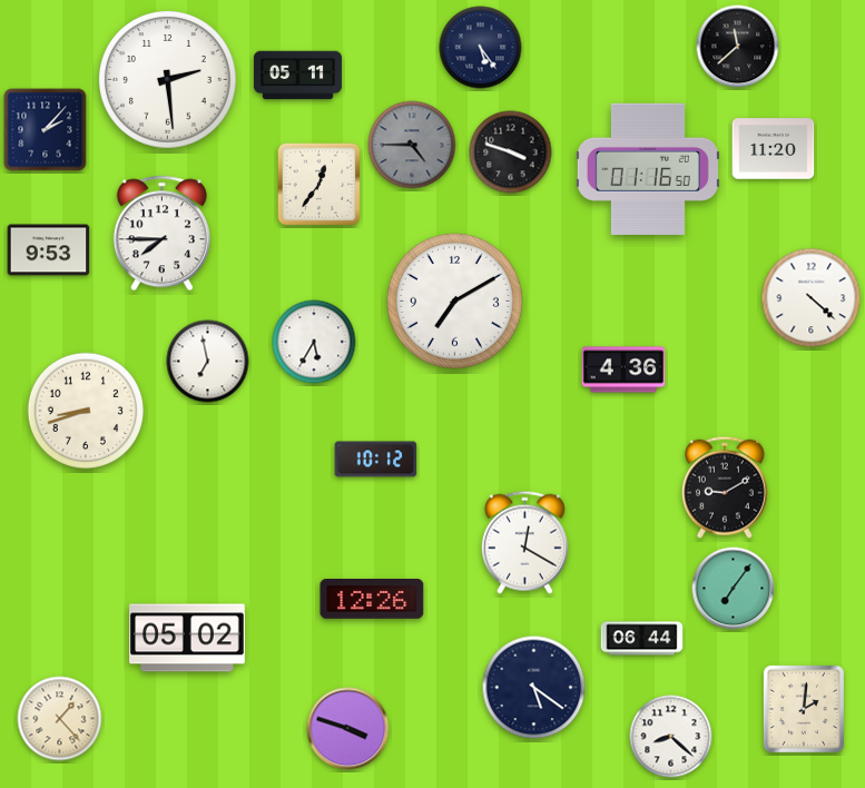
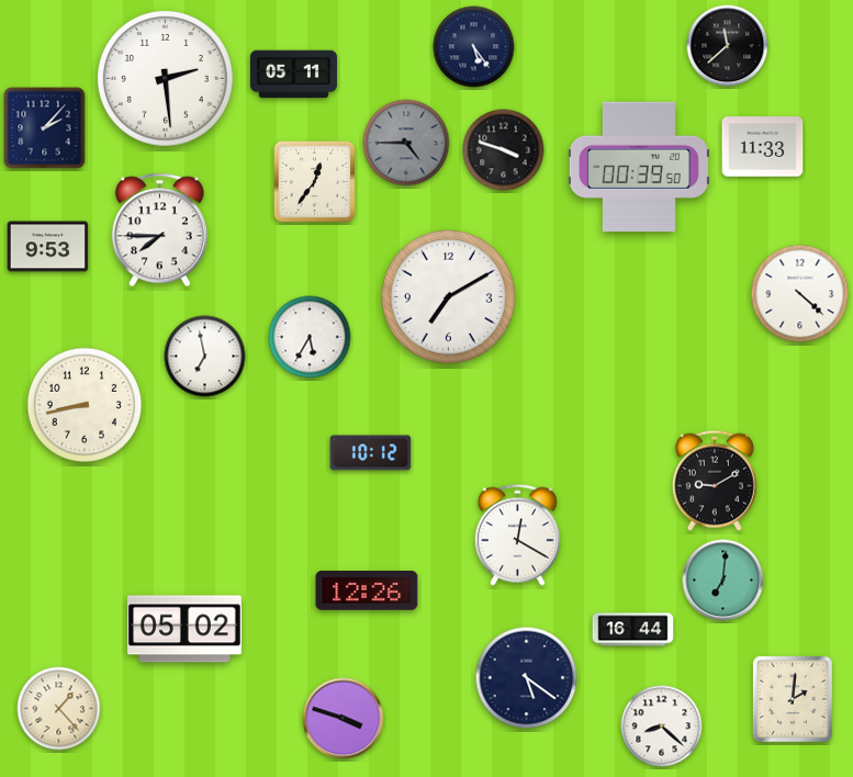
clock at (774, 149): 11:20 -> 11:33
clock at (648, 169): 01:16 -> 00:39
clock at (623, 370): 4:36 -> none
clock at (86, 411): 8:42 -> 8:43
clock at (734, 589): 7:06 -> 7:01
clock at (642, 639): 06:44 -> 16:44
